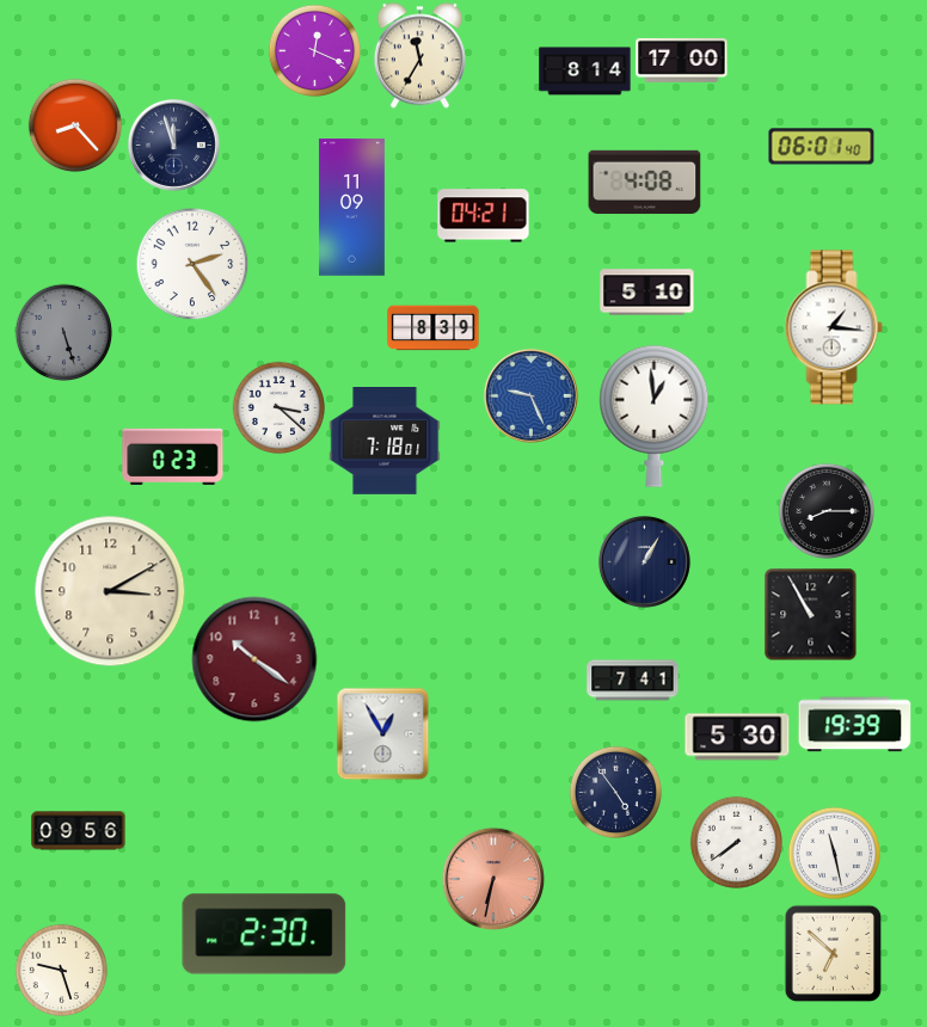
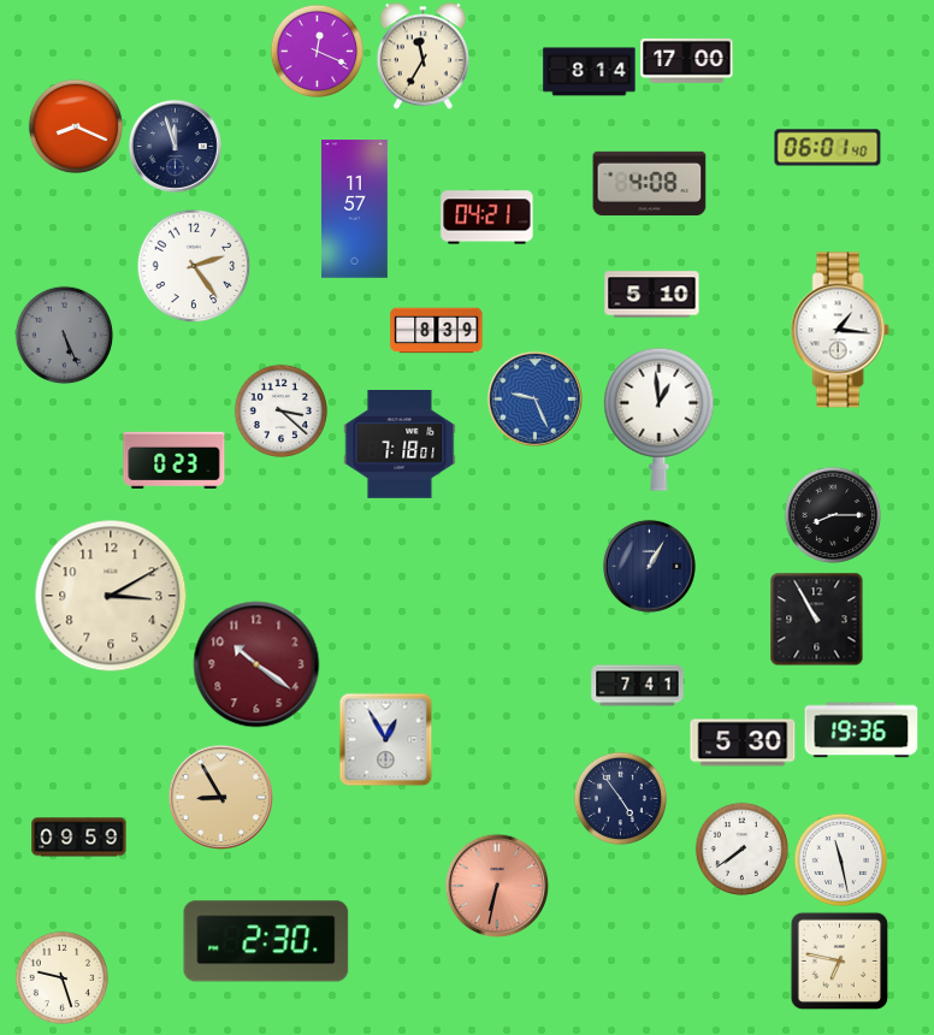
clock at (75, 125): 8:23 -> 8:19
clock at (351, 208): 11:09 -> 11:57
clock at (63, 332): 5:27 -> 5:26
clock at (385, 442) position: (385, 442) -> (400, 445)
clock at (855, 725): 19:39 -> 19:36
clock at (220, 797): none -> 8:55
clock at (79, 831): 09:56 -> 09:59
clock at (833, 953): 6:52 -> 6:47
